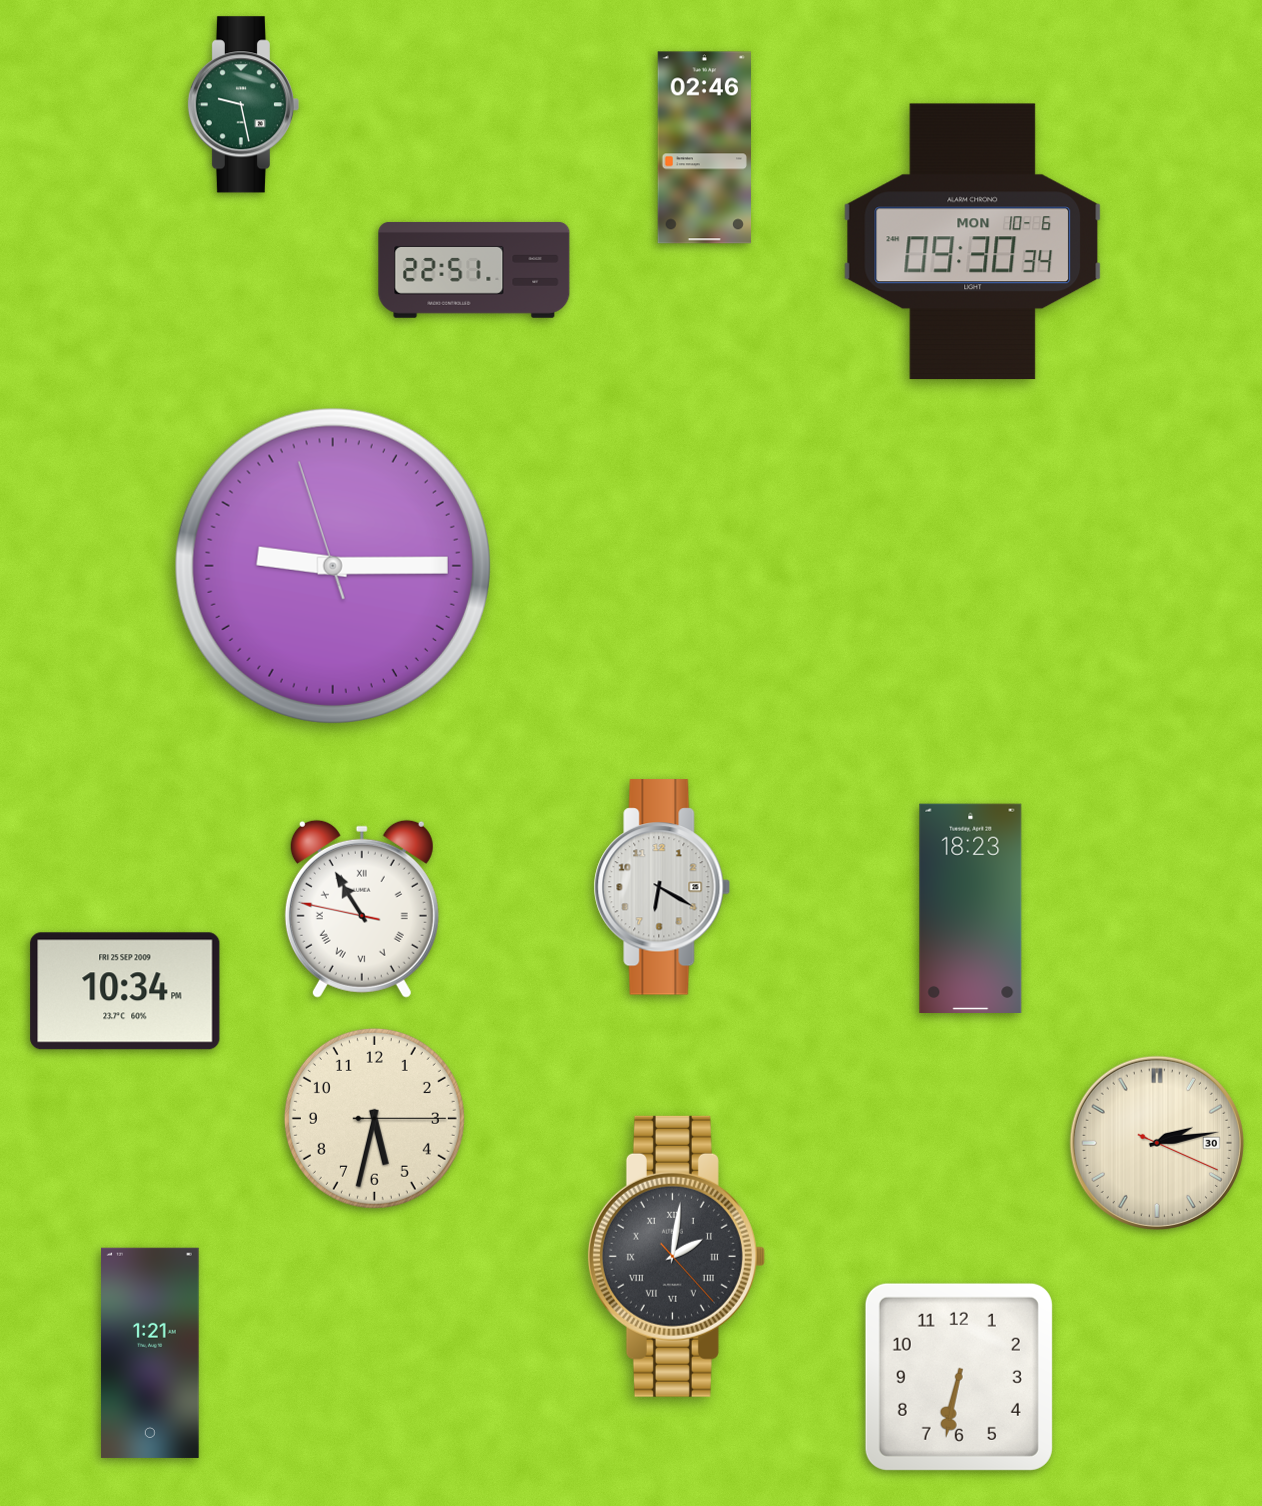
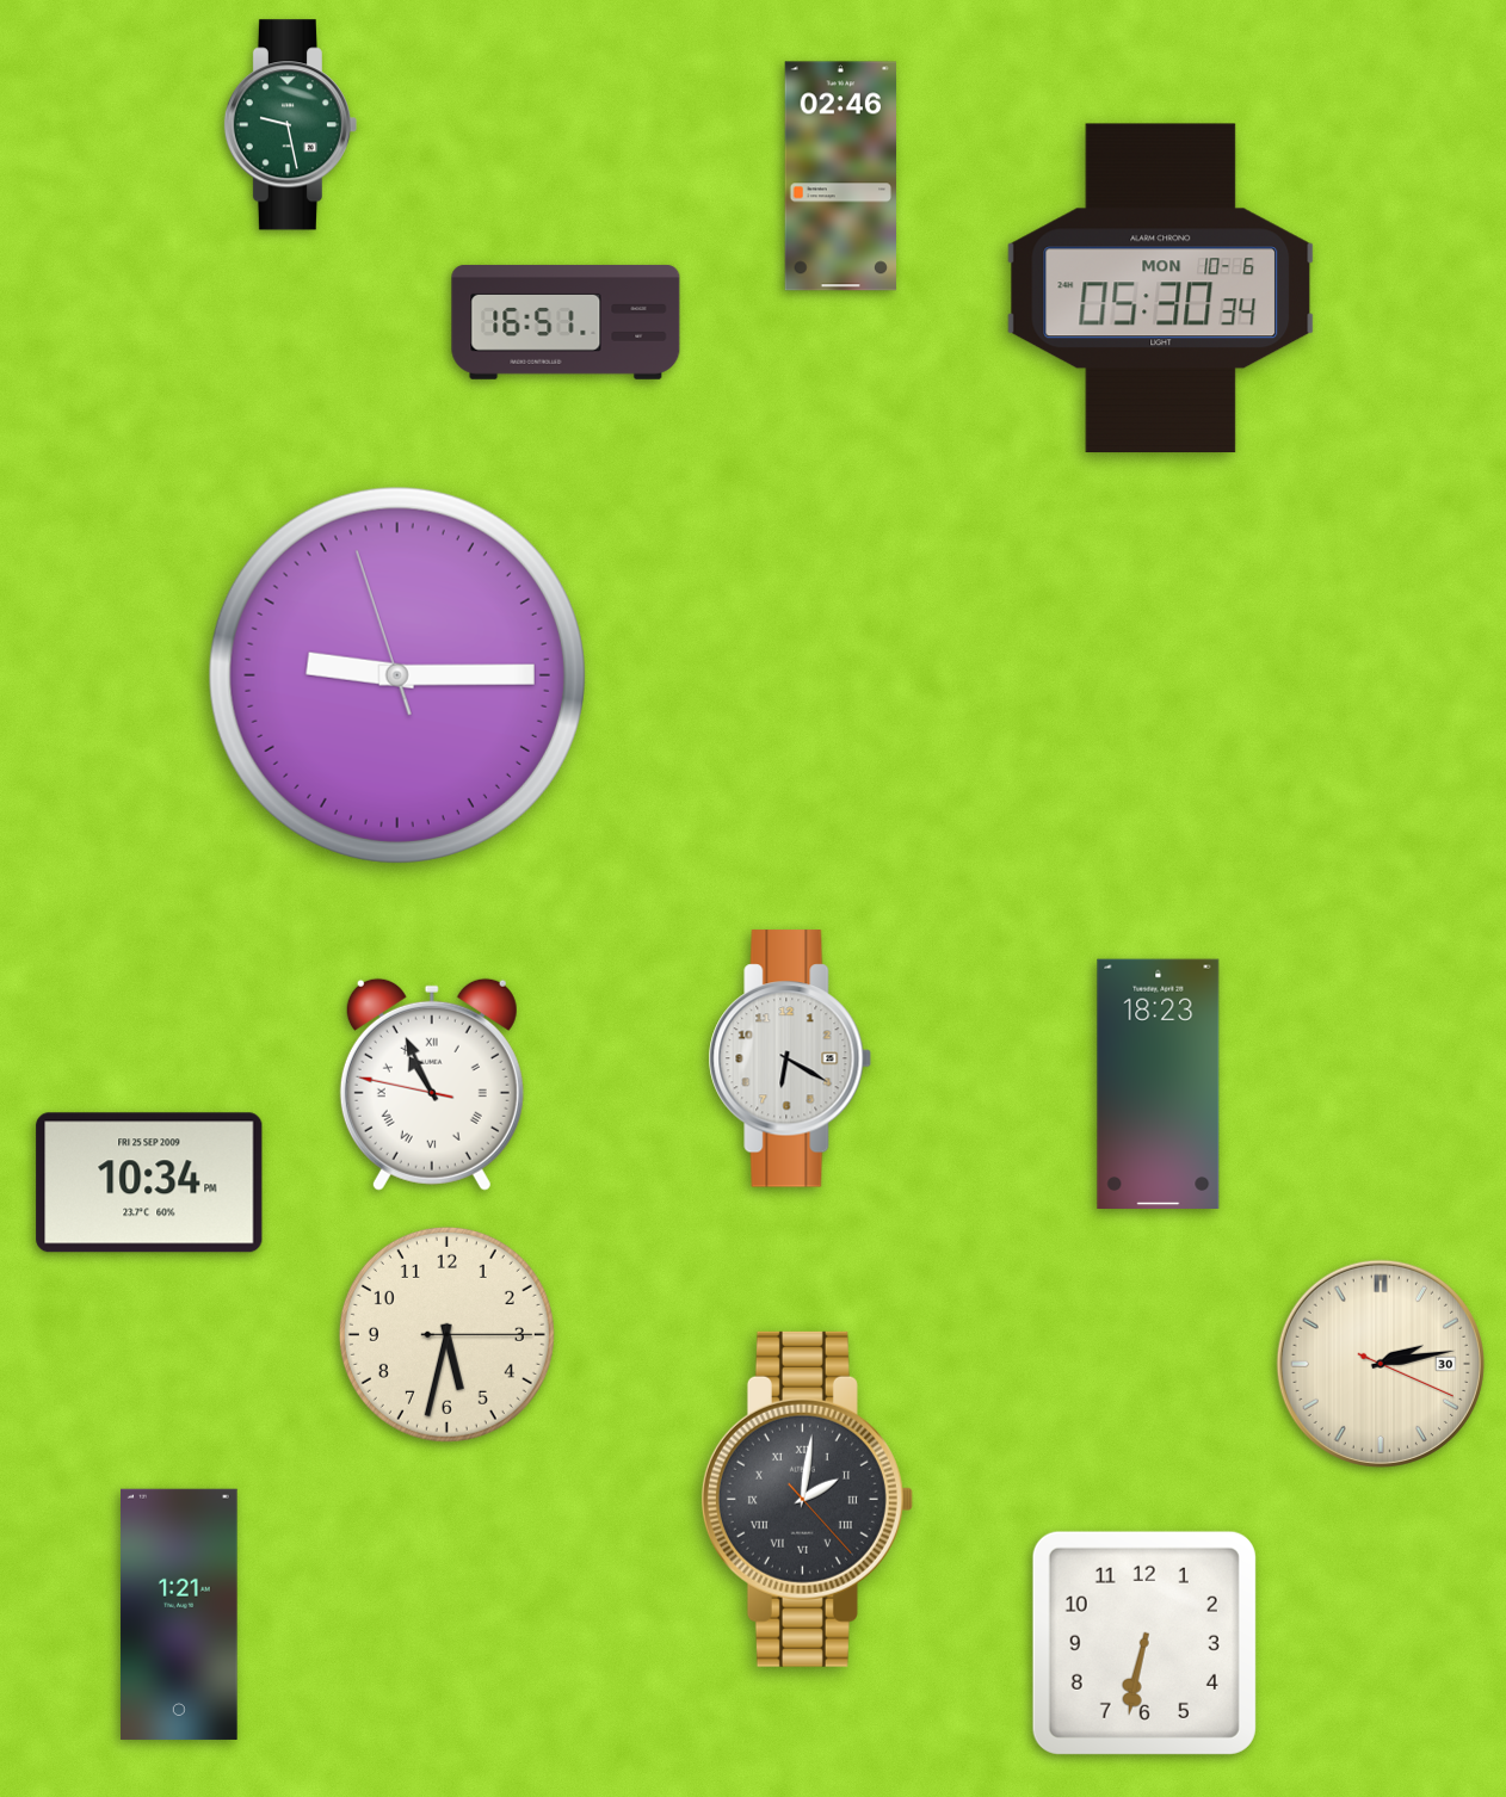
clock at (973, 242): 09:30 -> 05:30
clock at (474, 270): 22:51 -> 16:51
clock at (362, 909): 10:54 -> 10:55
